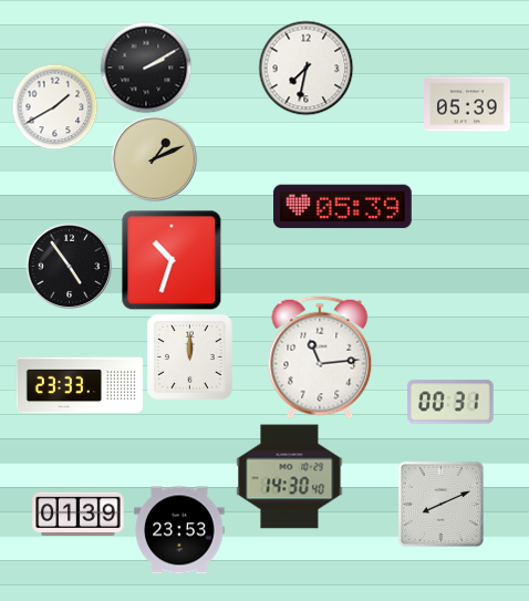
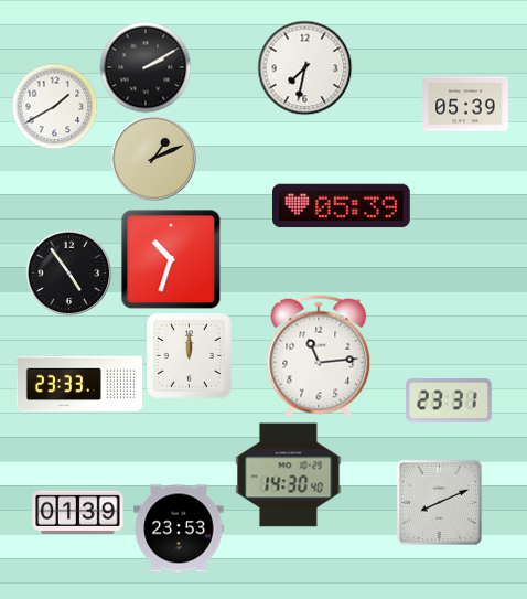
clock at (69, 266) position: (69, 266) -> (68, 272)
clock at (452, 402): 00:31 -> 23:31
